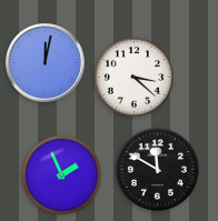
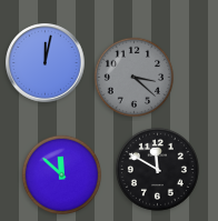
clock at (133, 77) dial: white -> grey
clock at (61, 174): 1:56 -> 11:52
